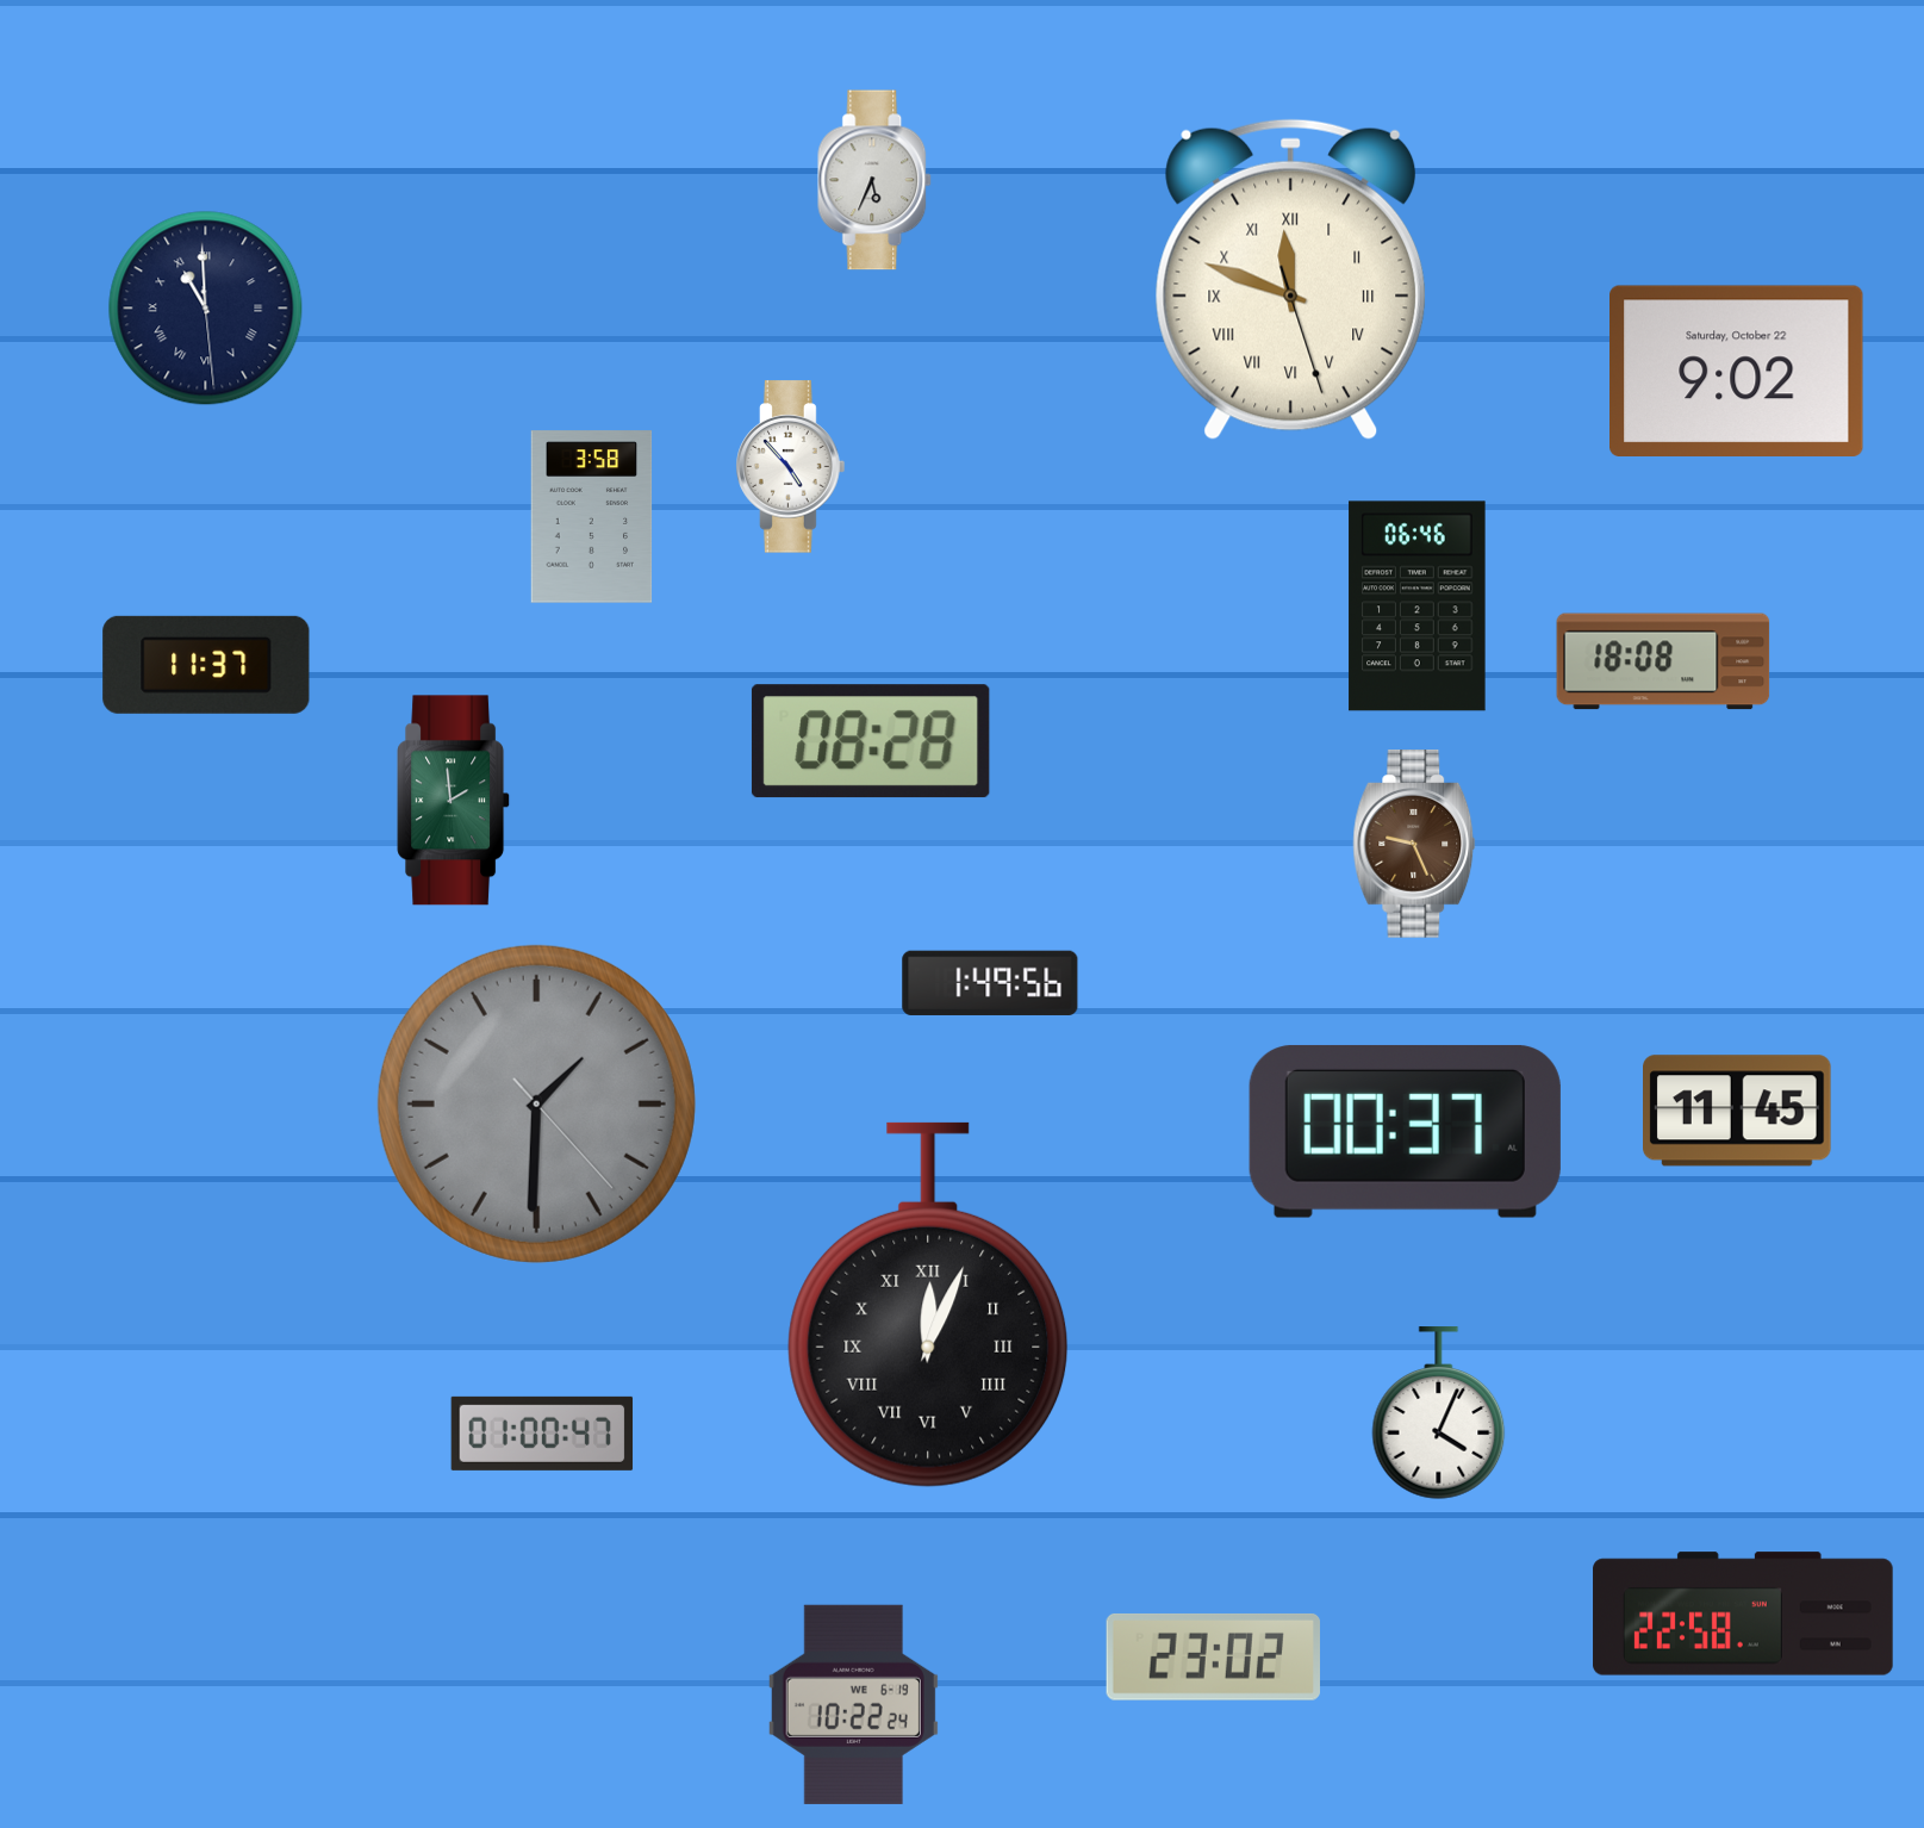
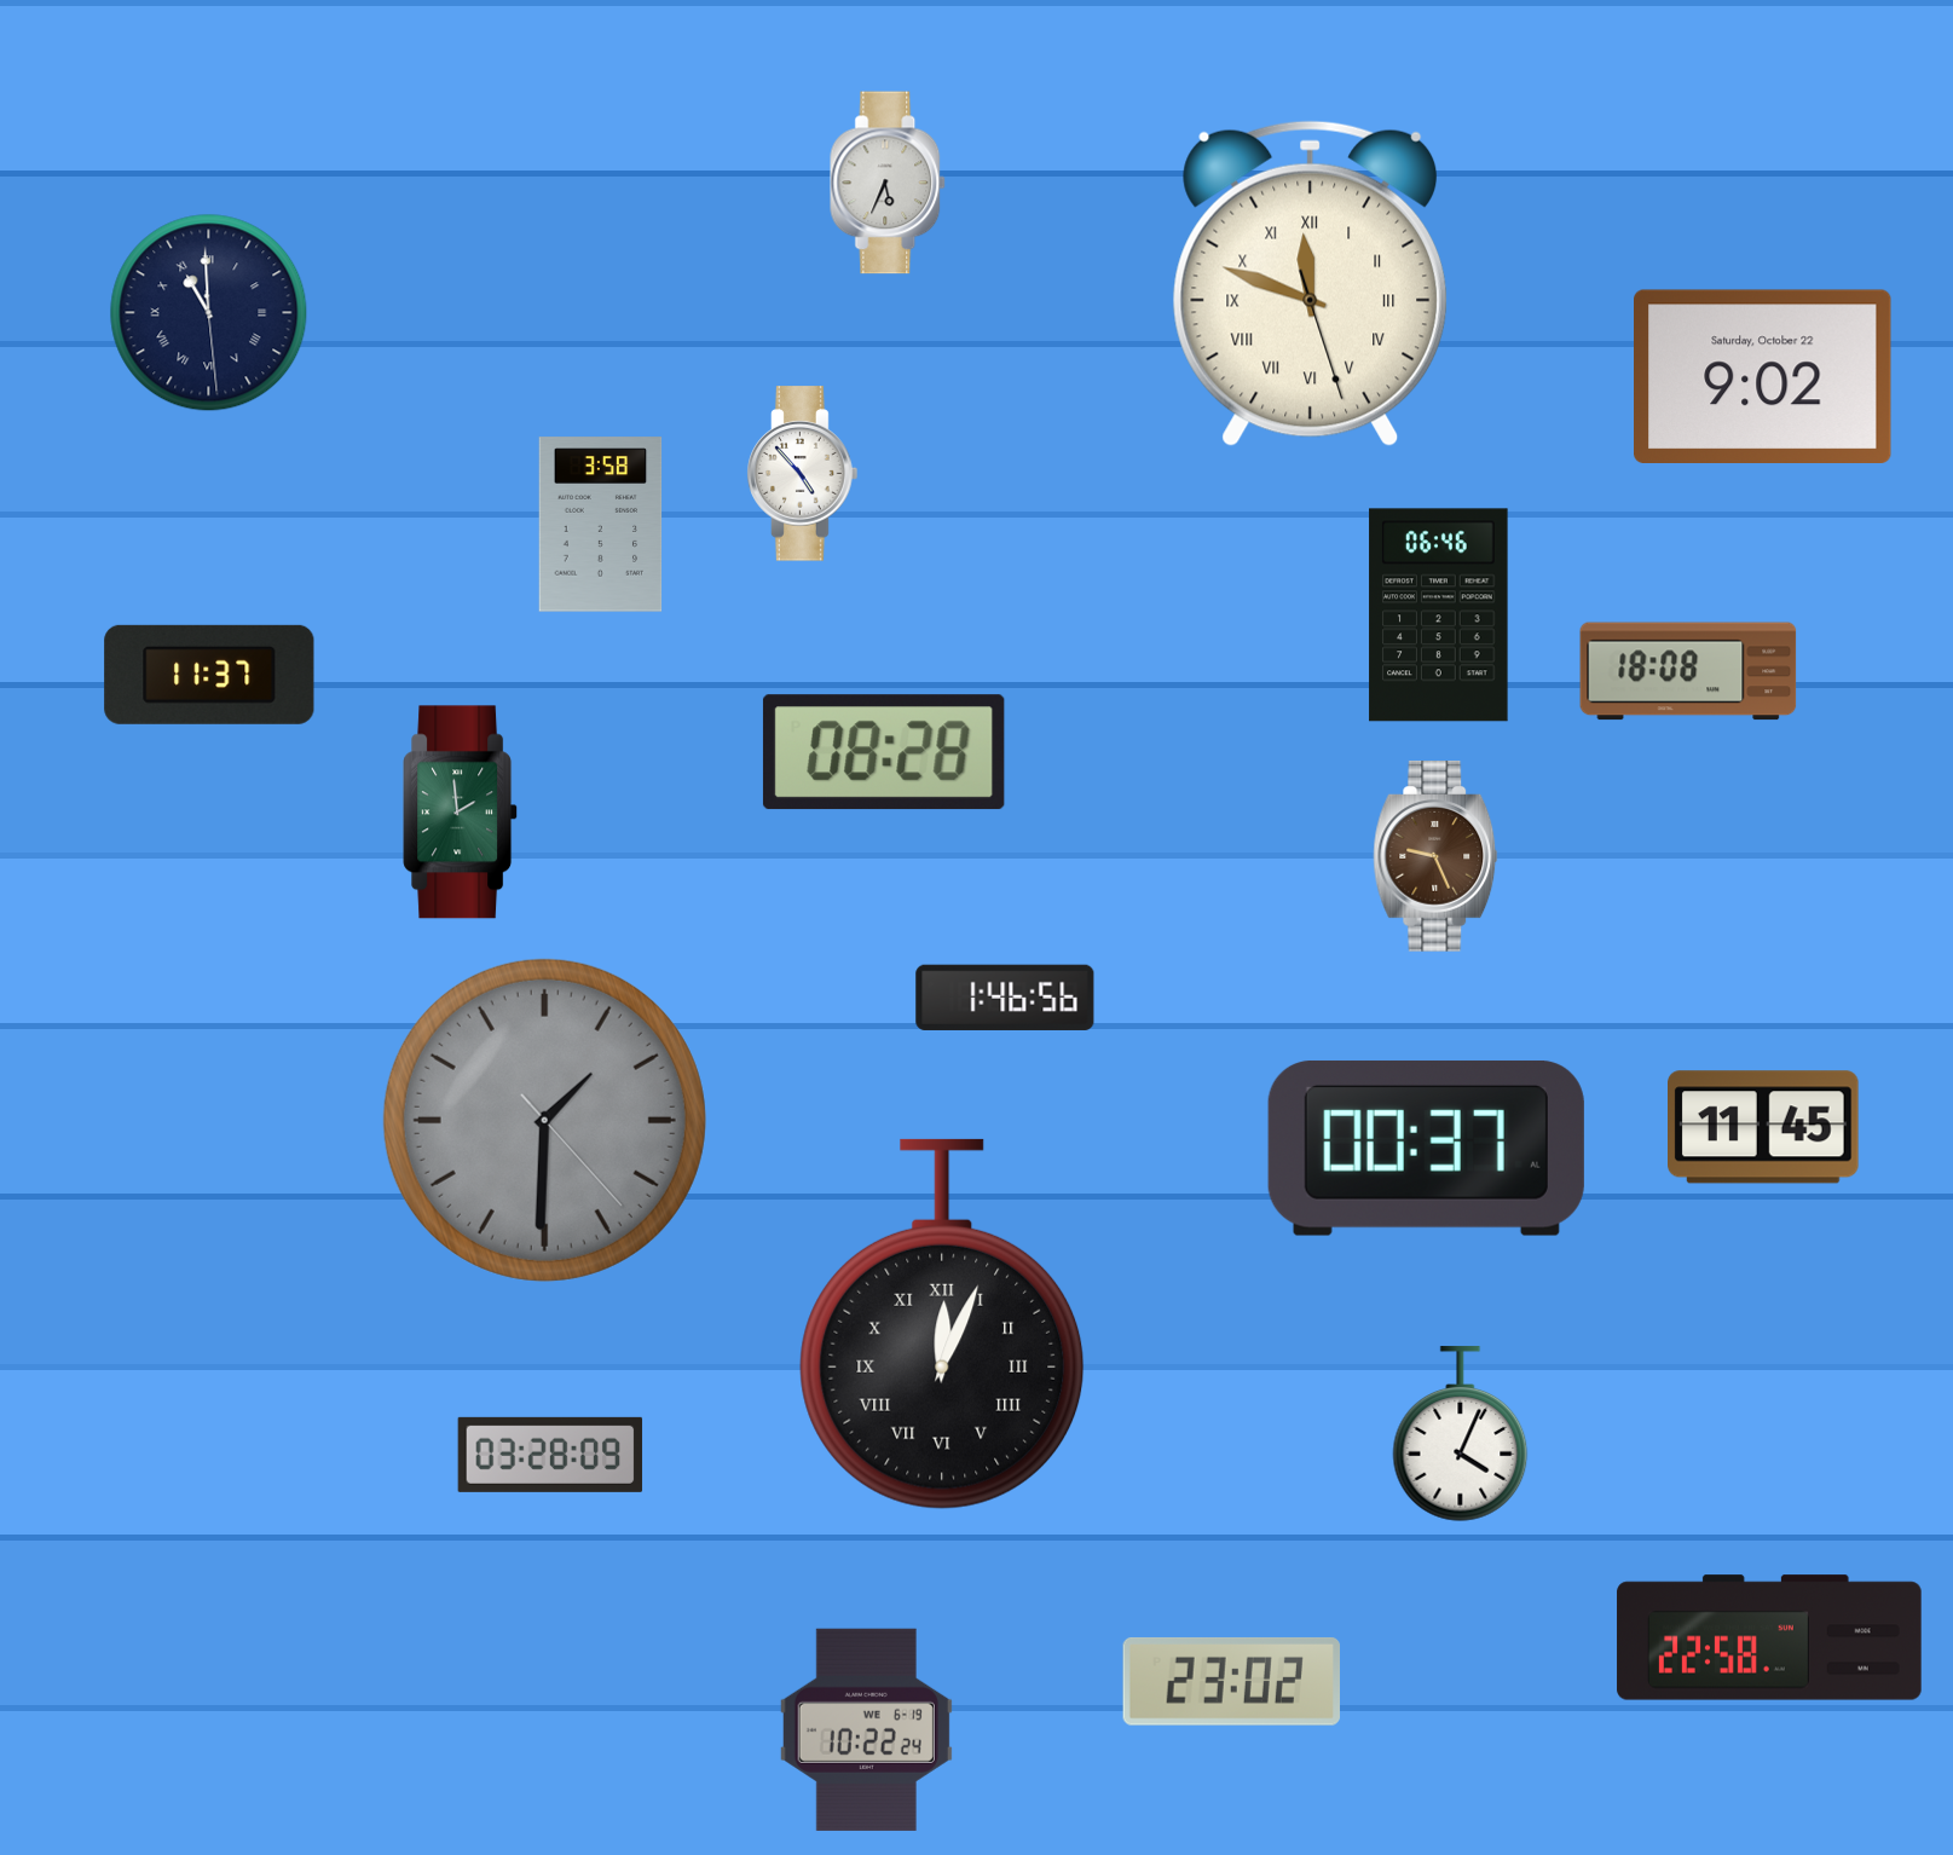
clock at (990, 983): 1:49 -> 1:46
clock at (542, 1434): 01:00 -> 03:28
